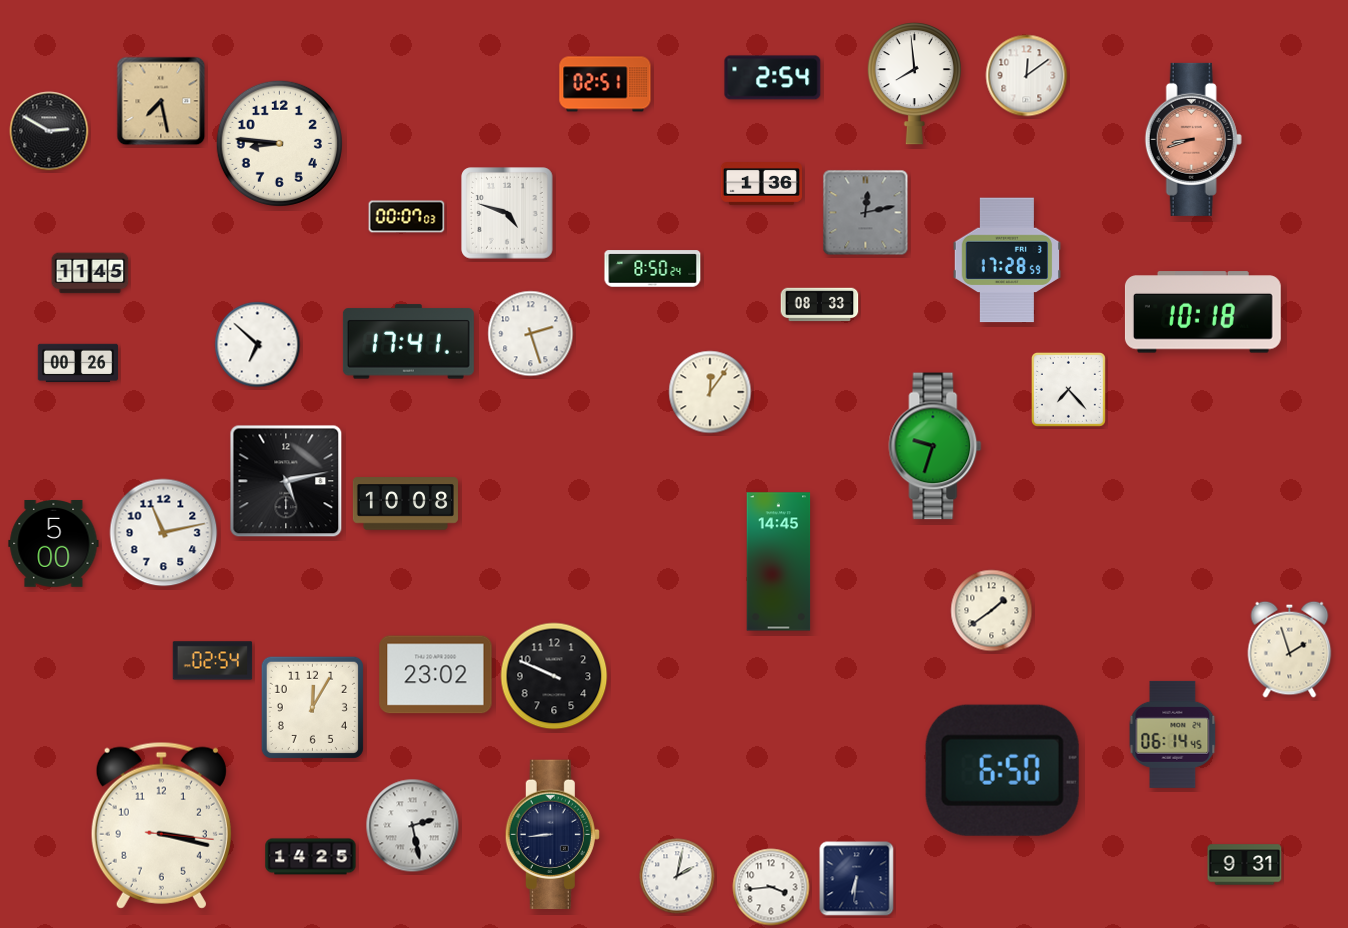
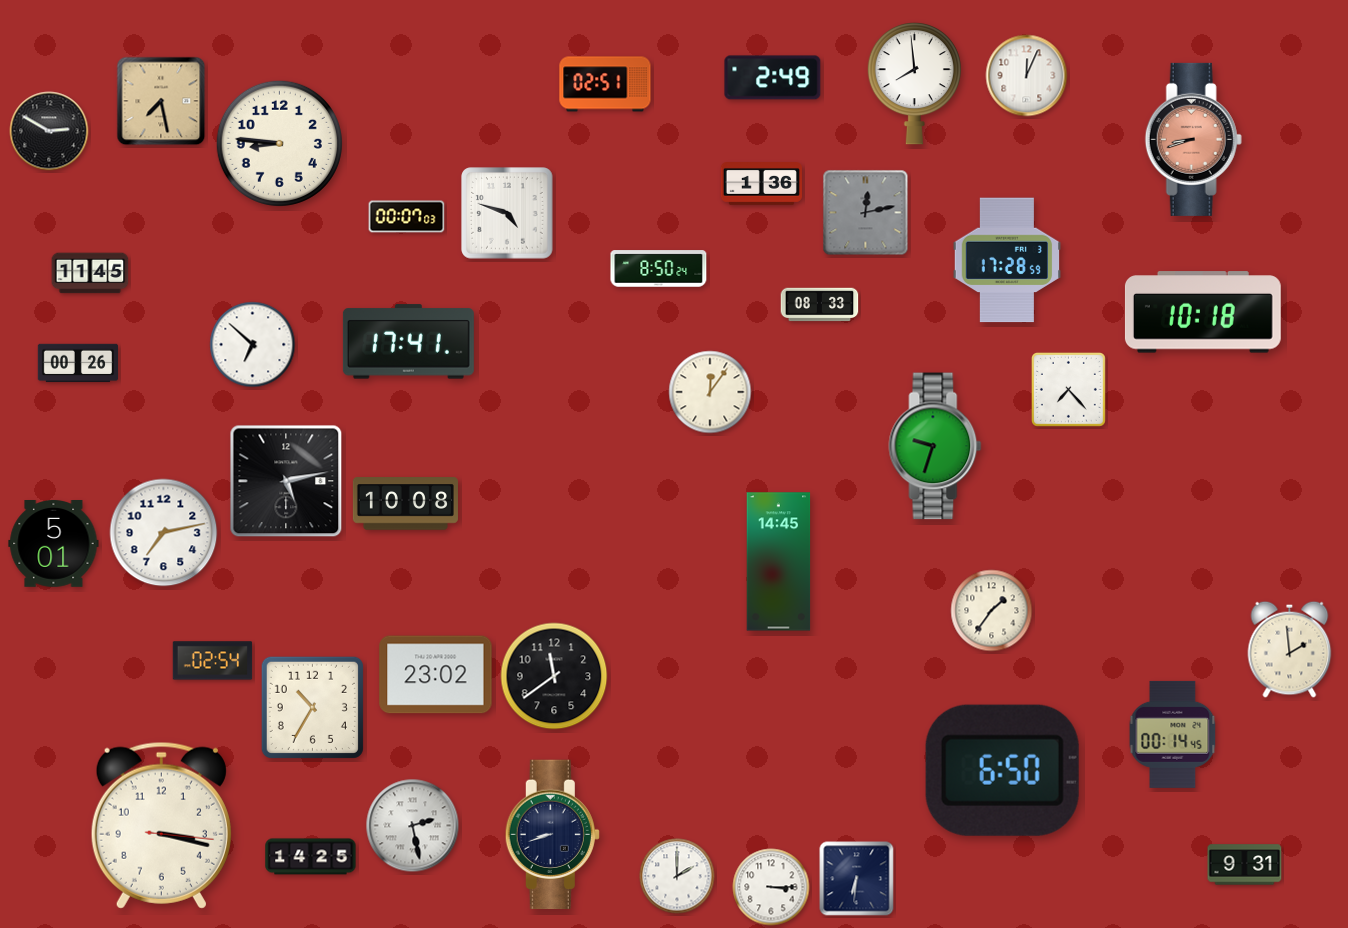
clock at (1027, 76): 12:09 -> 12:04
clock at (773, 78): 2:54 -> 2:49
clock at (653, 269) position: (653, 269) -> (659, 269)
clock at (531, 334): 2:27 -> none
clock at (258, 345) position: (258, 345) -> (253, 345)
clock at (164, 533): 11:13 -> 7:13
clock at (54, 544): 5:00 -> 5:01
clock at (992, 611): 1:39 -> 1:36
clock at (1290, 649): 1:57 -> 1:59
clock at (554, 676): 9:49 -> 11:39
clock at (312, 707): 12:05 -> 10:35
clock at (1173, 734): 06:14 -> 00:14
clock at (552, 835): 8:44 -> 8:42
clock at (677, 876): 2:02 -> 2:00
clock at (771, 887): 3:44 -> 3:15
